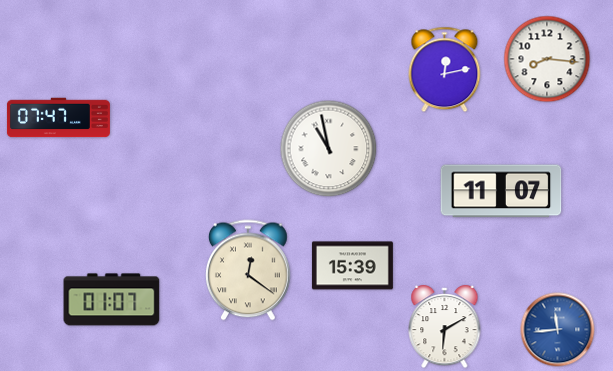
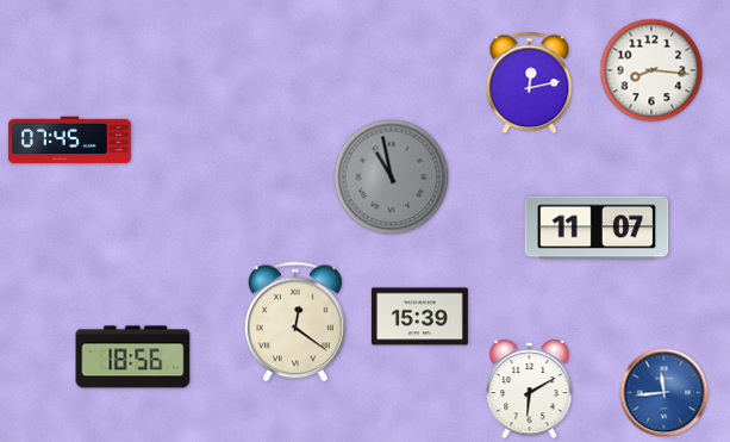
clock at (58, 118): 07:47 -> 07:45
clock at (329, 149) dial: white -> grey
clock at (112, 300): 01:07 -> 18:56
